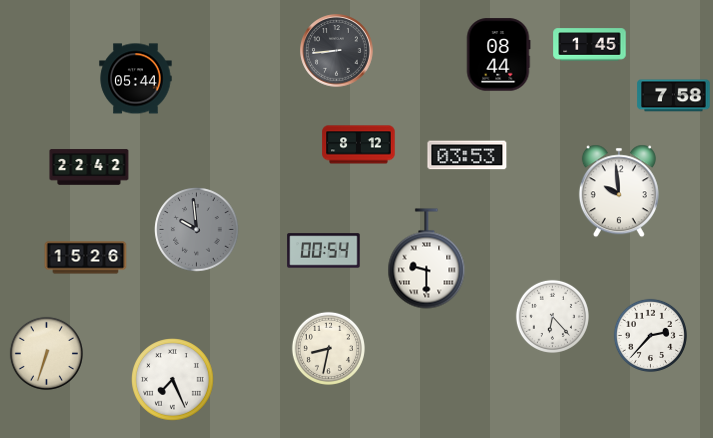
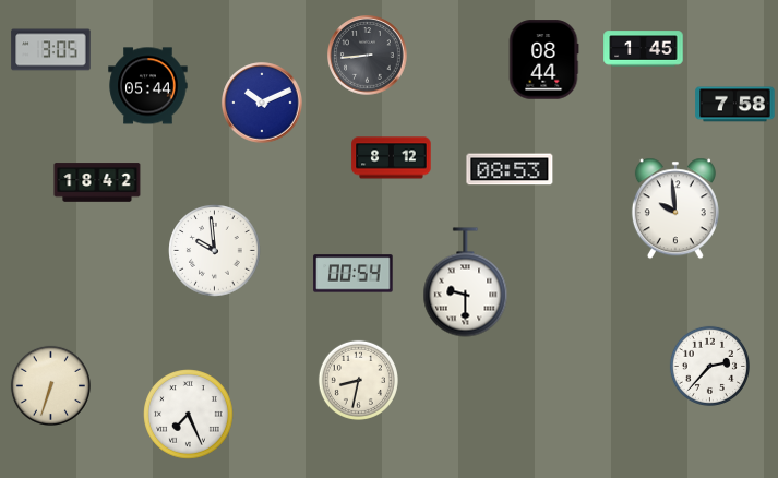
clock at (51, 50): none -> 3:05
clock at (262, 103): none -> 10:11
clock at (467, 155): 03:53 -> 08:53
clock at (89, 167): 22:42 -> 18:42
clock at (197, 230) dial: grey -> white
clock at (86, 258): 15:26 -> none
clock at (552, 316): 6:23 -> none
